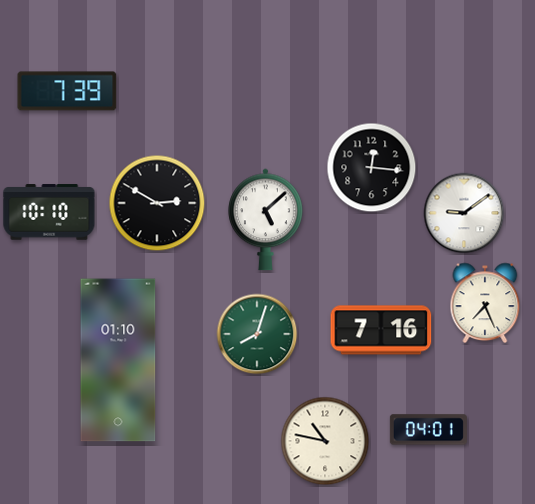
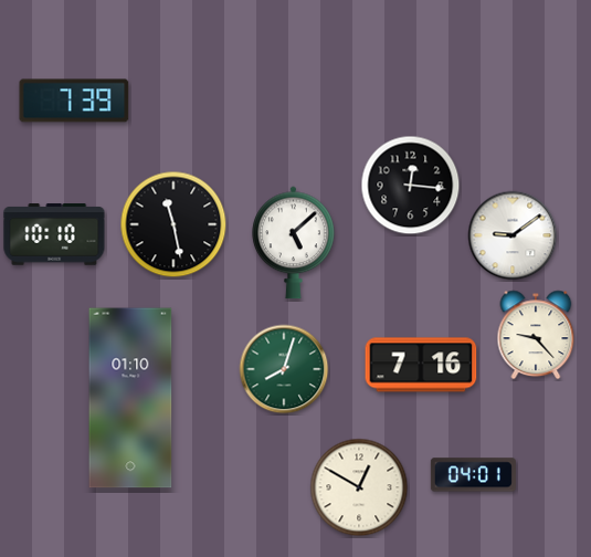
clock at (157, 203): 2:50 -> 11:28
clock at (485, 303): 7:26 -> 9:23
clock at (325, 441): 10:47 -> 12:50
